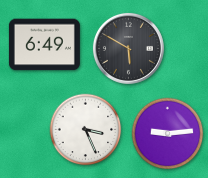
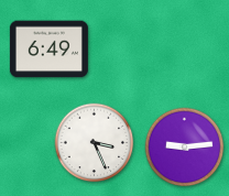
clock at (128, 48): 5:50 -> none
